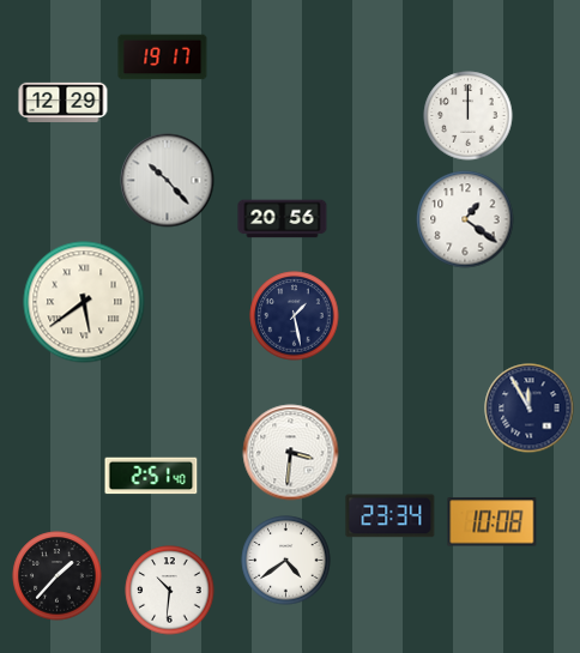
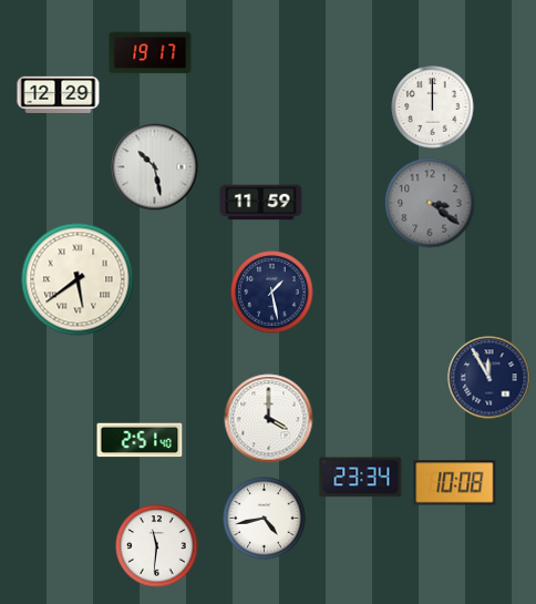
clock at (168, 181): 10:23 -> 10:28
clock at (283, 219): 20:56 -> 11:59
clock at (465, 219): 1:21 -> 3:21
clock at (465, 219) dial: white -> grey
clock at (291, 453): 3:31 -> 4:00
clock at (286, 561): 4:39 -> 4:43
clock at (58, 576): 1:37 -> none
clock at (170, 591): 10:31 -> 11:31
